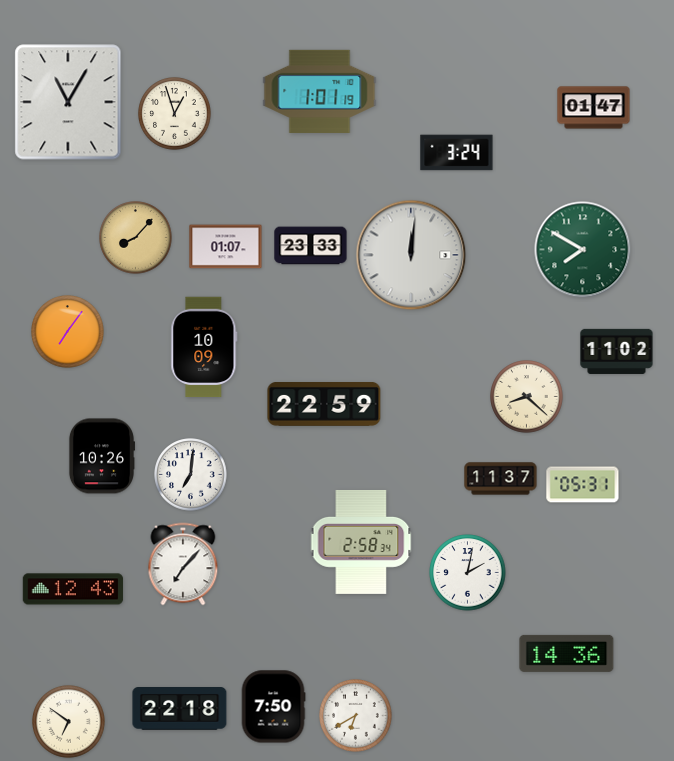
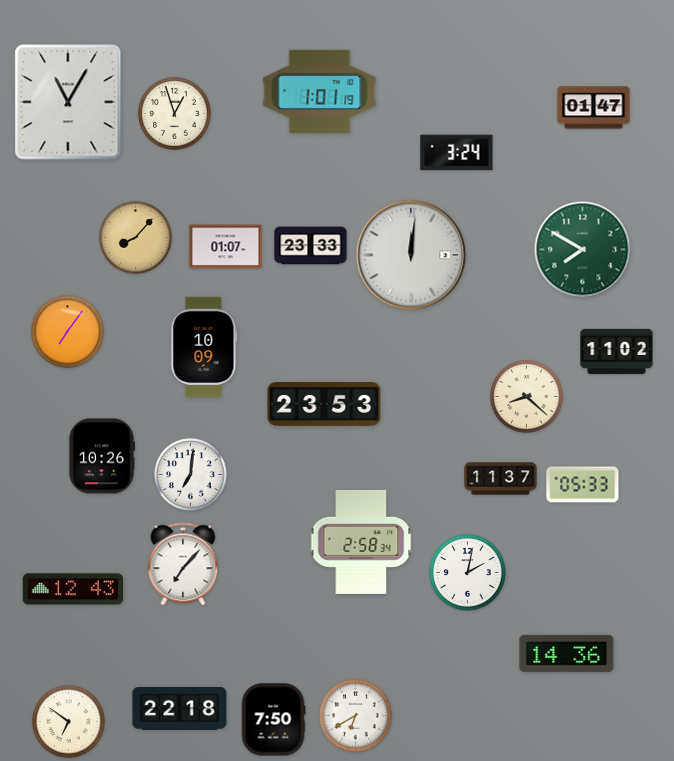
clock at (324, 405): 22:59 -> 23:53
clock at (583, 485): 05:31 -> 05:33
clock at (273, 707) position: (273, 707) -> (273, 720)
